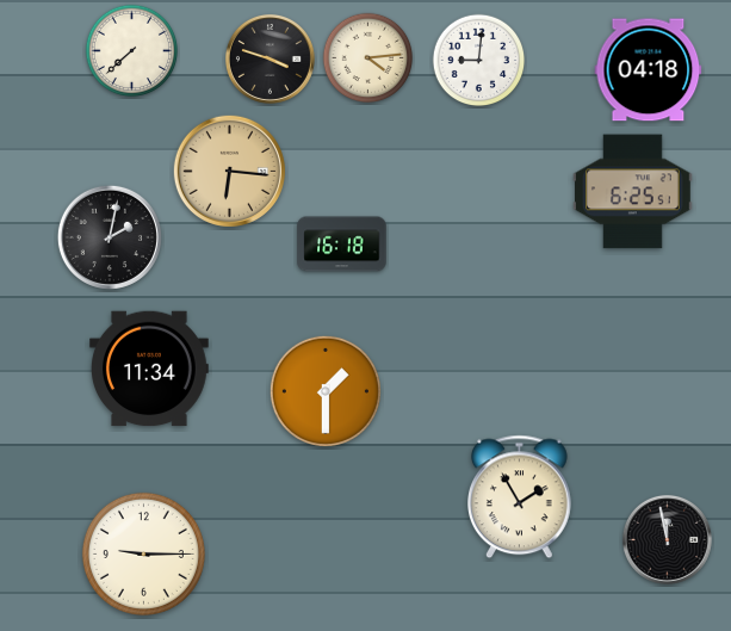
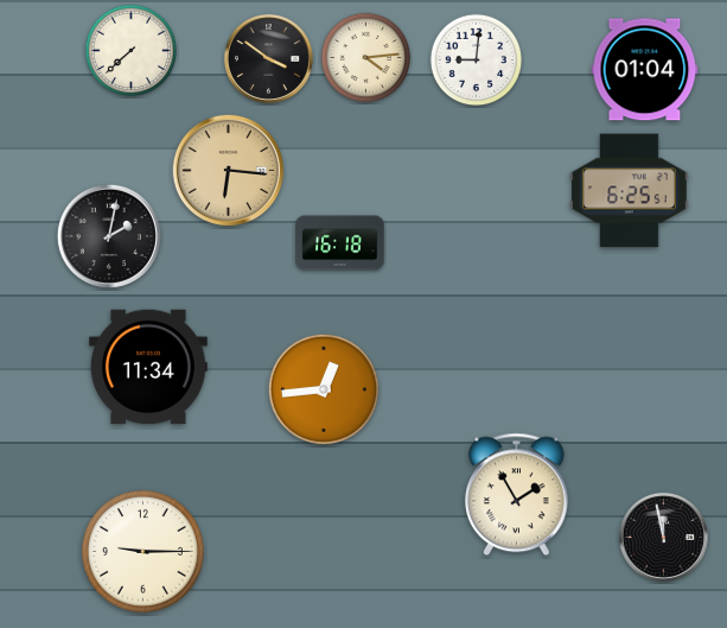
clock at (270, 58): 3:48 -> 3:51
clock at (649, 70): 04:18 -> 01:04
clock at (326, 391): 1:30 -> 12:44
